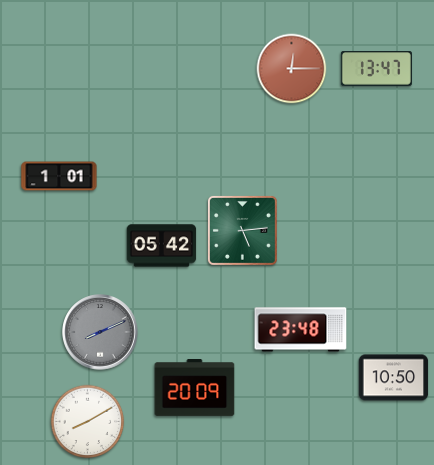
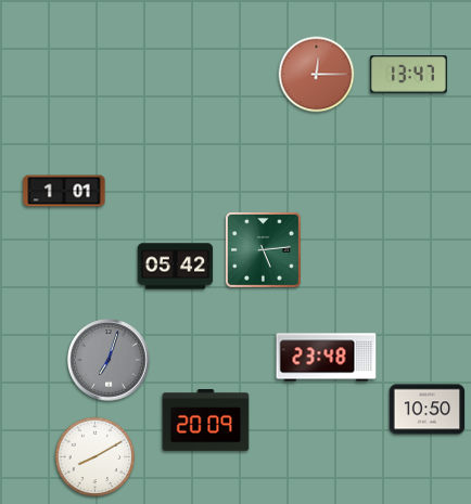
clock at (100, 332): 8:11 -> 7:03
clock at (195, 388) position: (195, 388) -> (206, 421)
